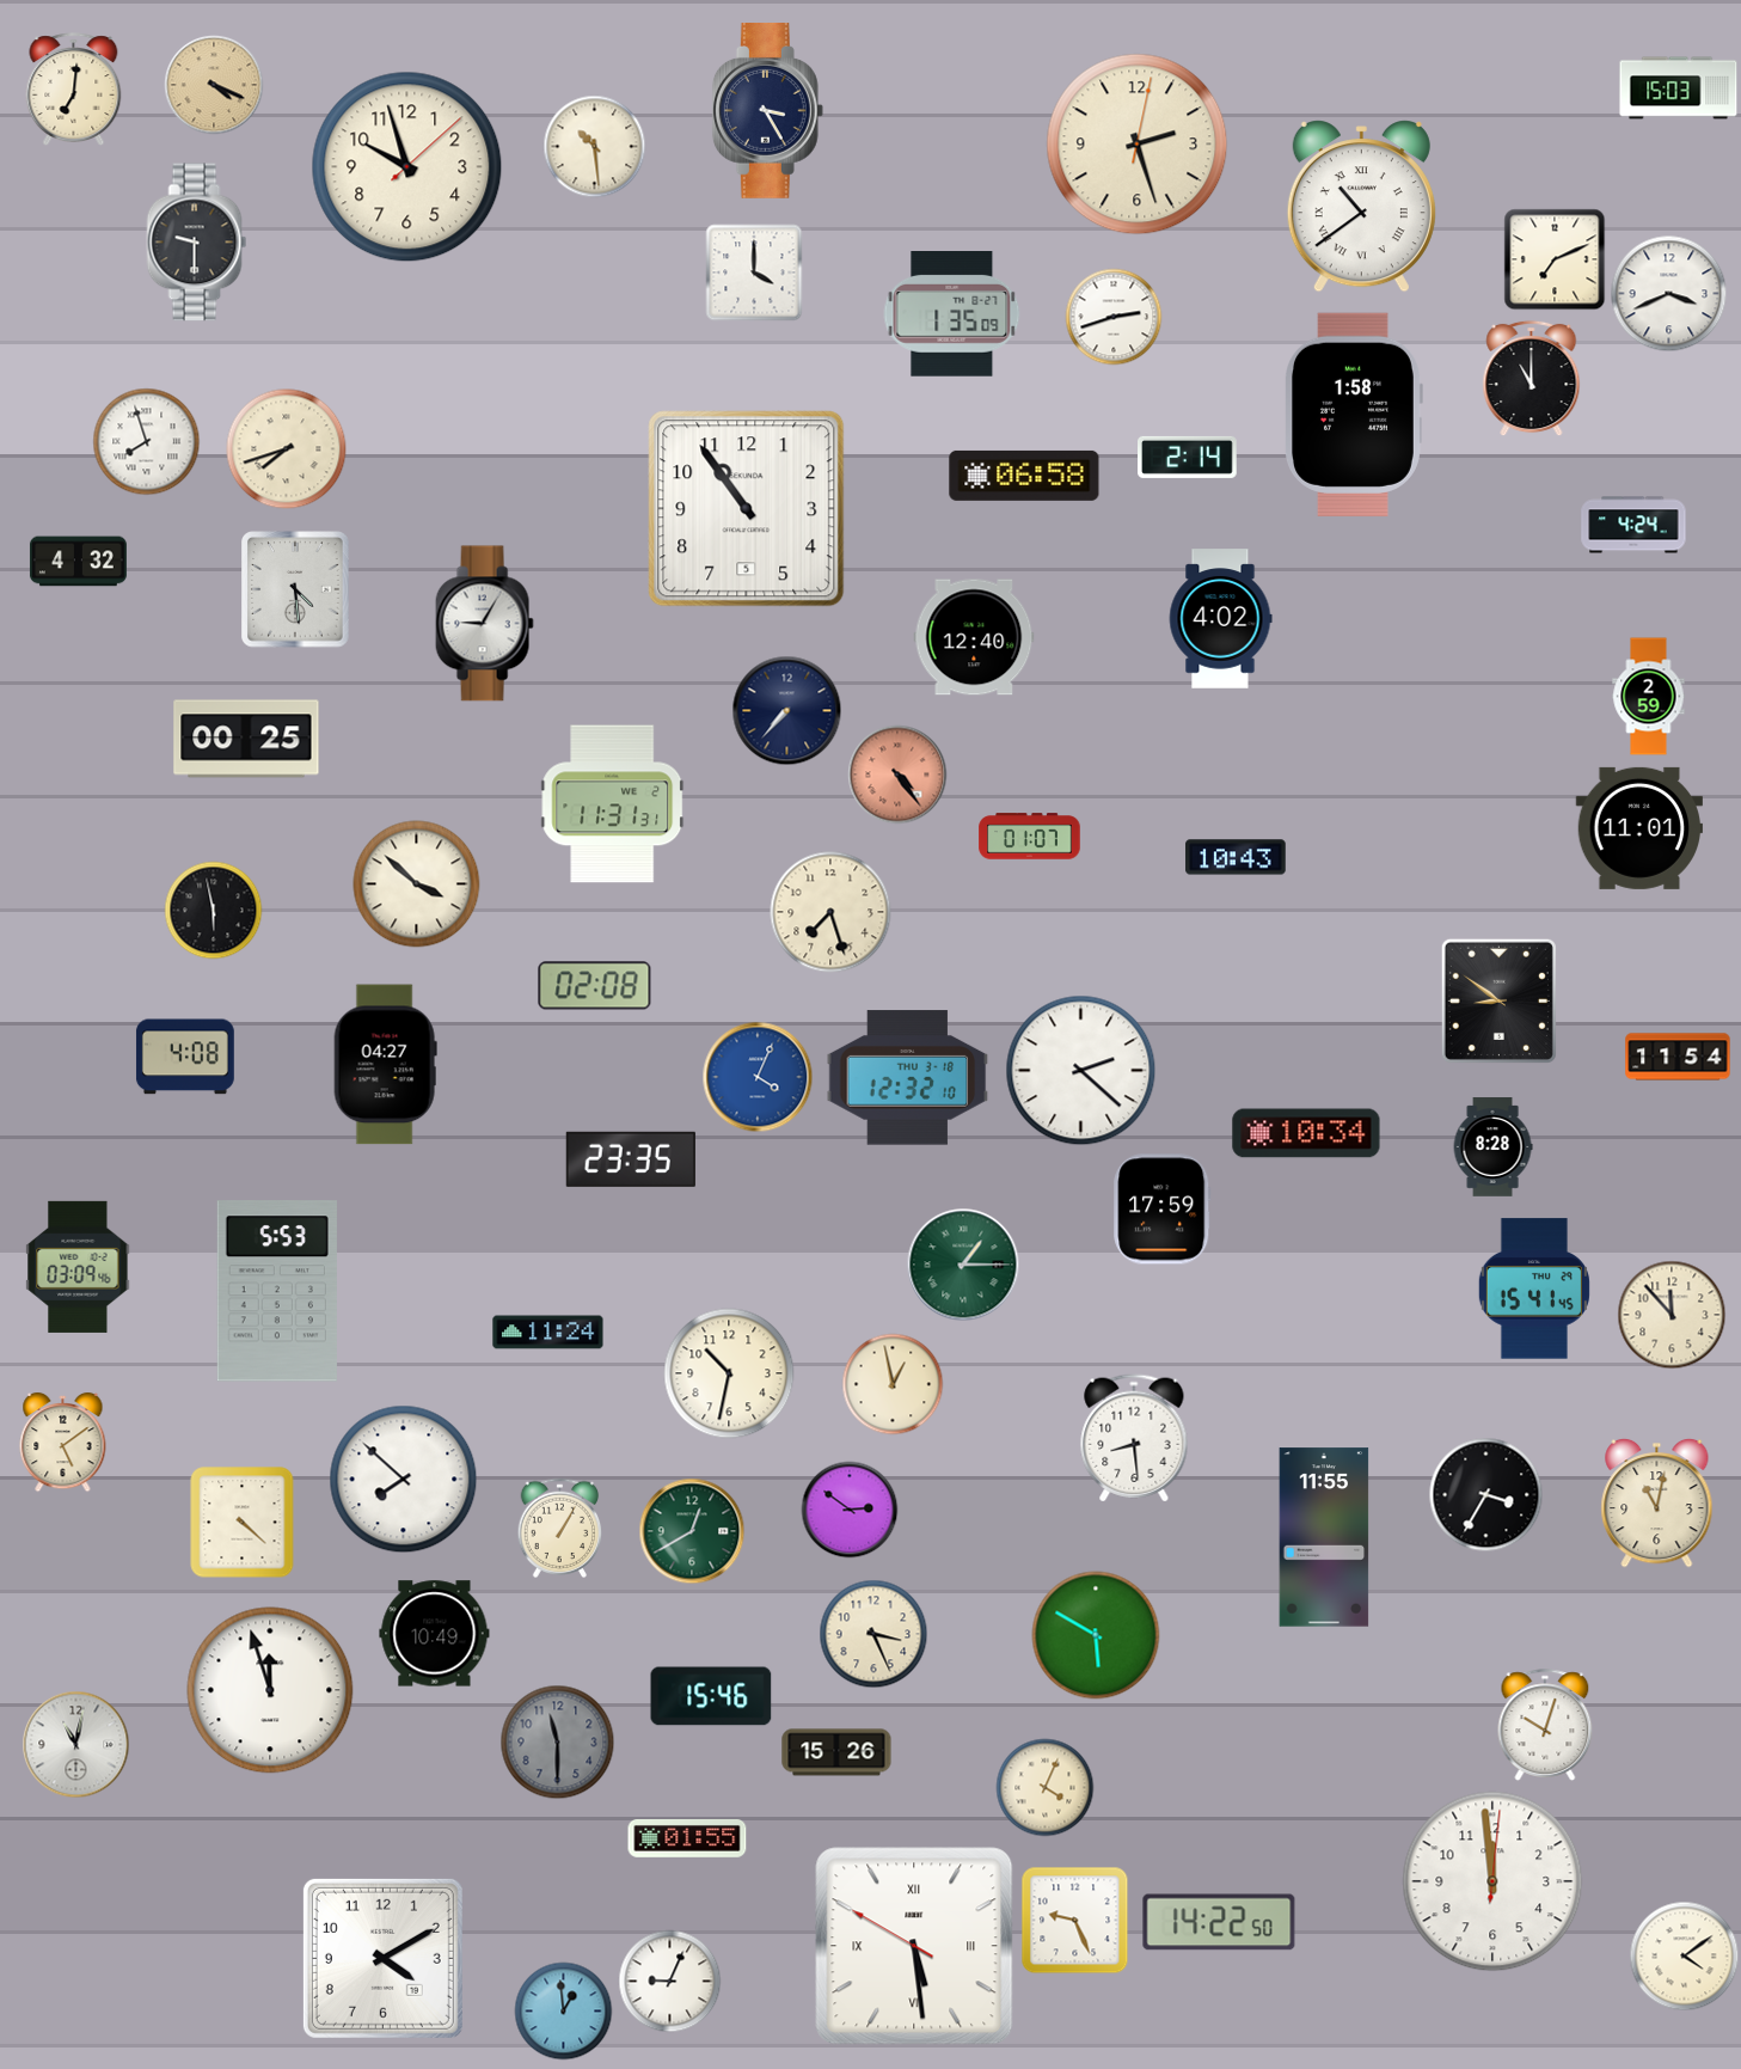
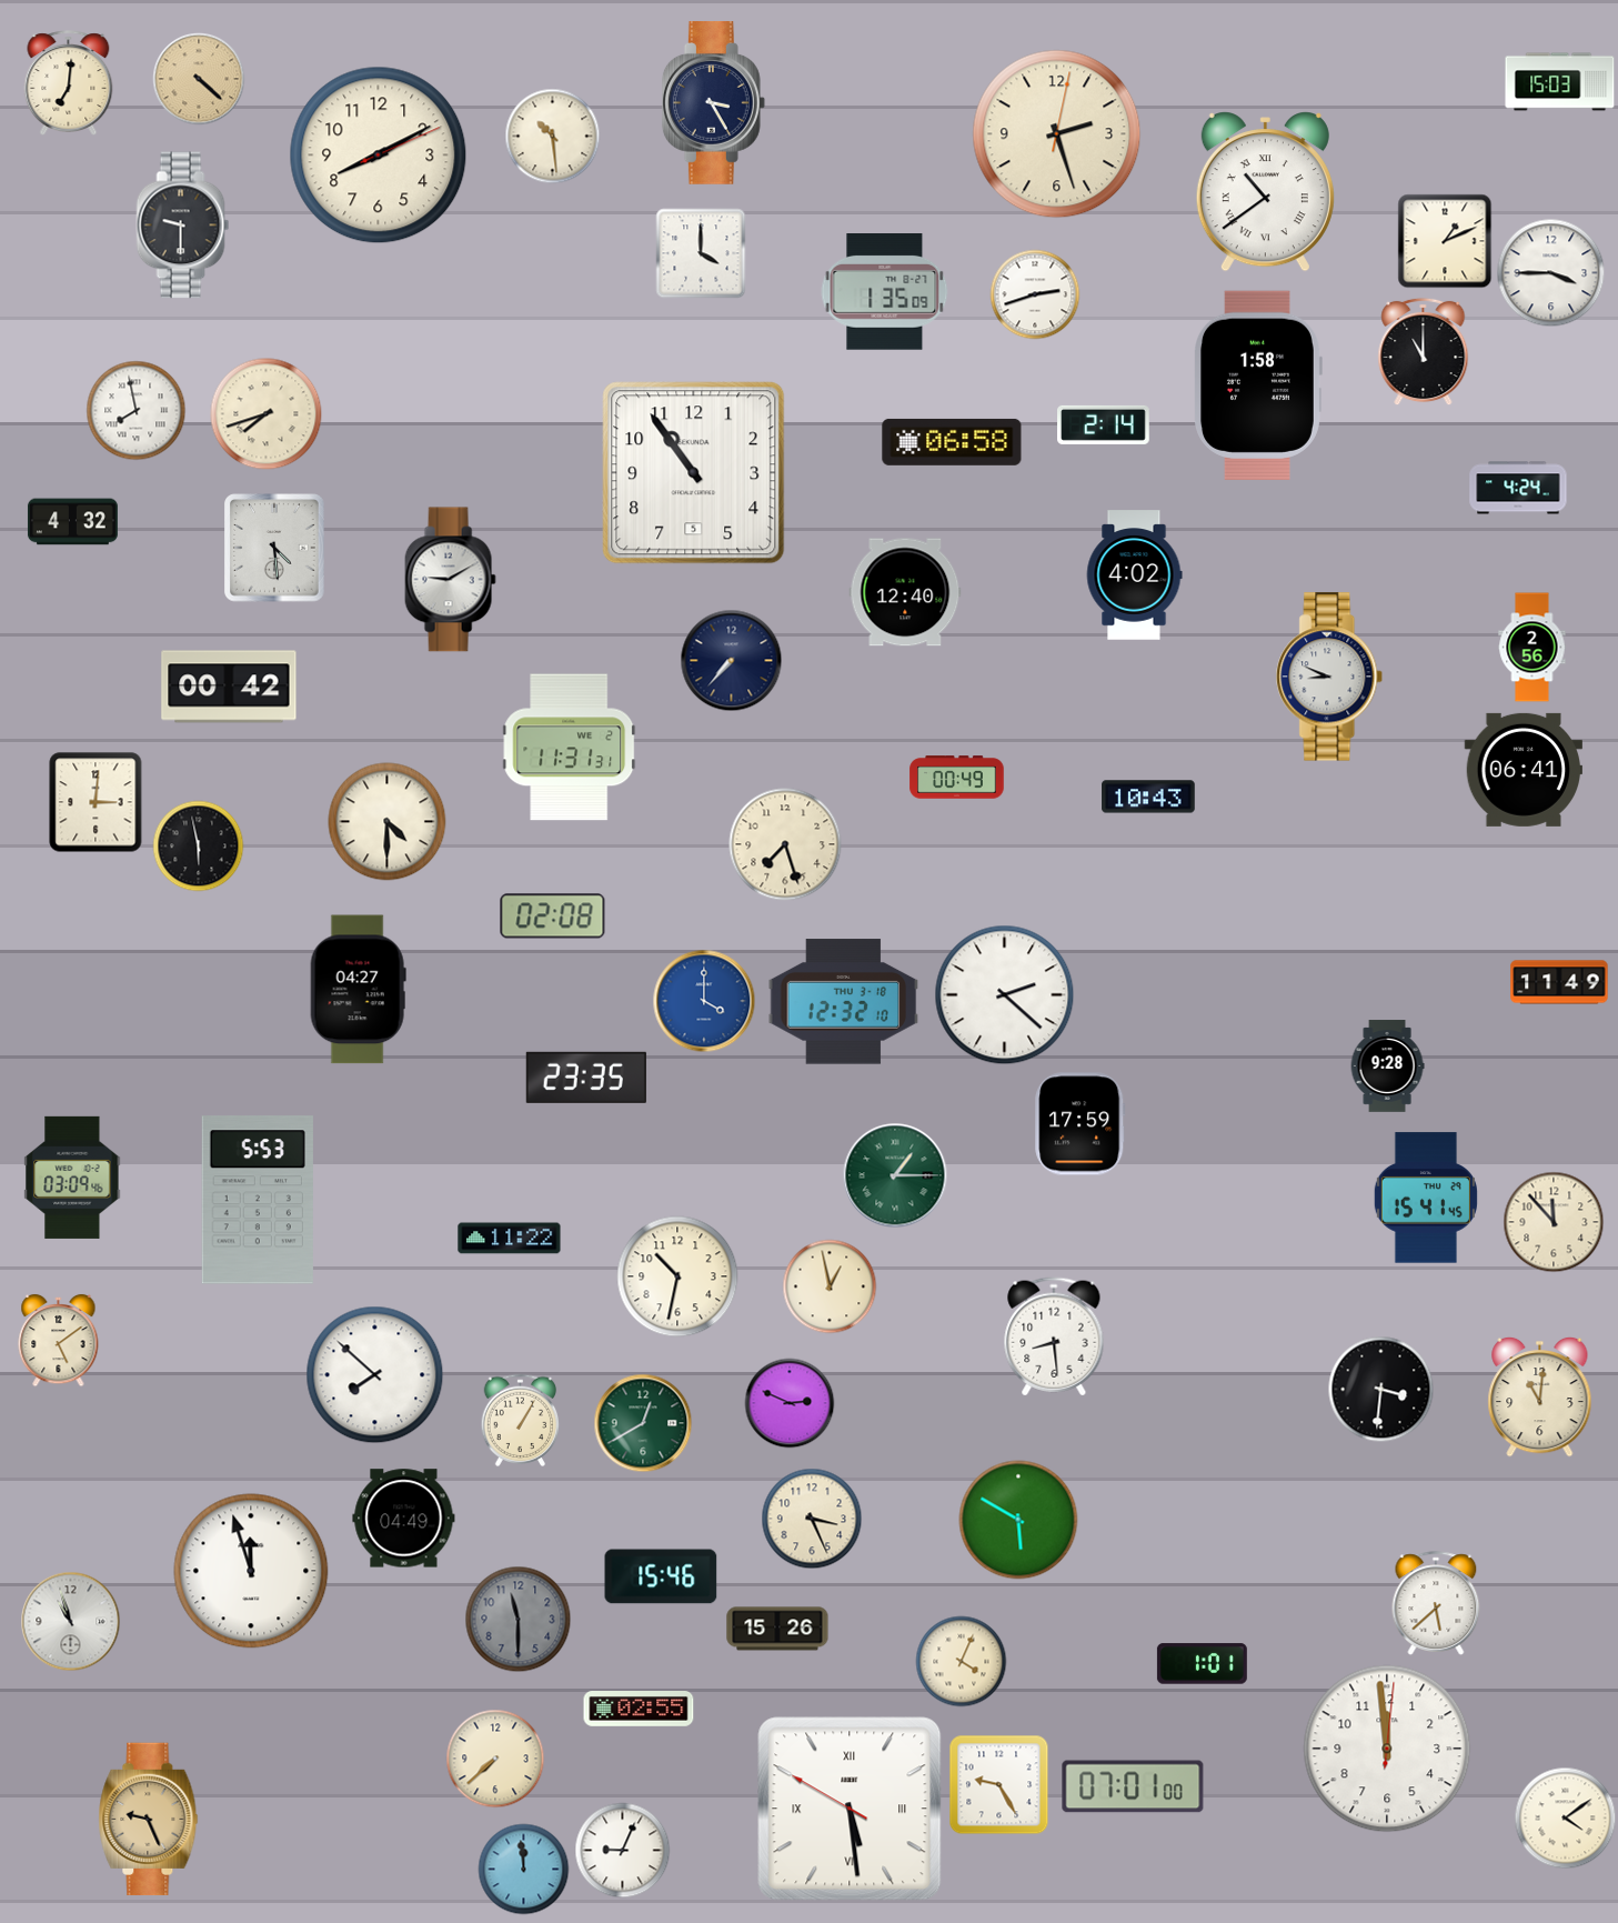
clock at (214, 85): 4:19 -> 4:22
clock at (407, 167): 9:57 -> 8:10
clock at (1555, 259): 7:11 -> 1:11
clock at (1669, 294): 3:41 -> 3:45
clock at (147, 442): 7:57 -> 7:58
clock at (287, 449) position: (287, 449) -> (267, 414)
clock at (484, 624): 9:05 -> 9:10
clock at (1649, 697): 2:59 -> 2:56
clock at (1330, 677): none -> 8:49
clock at (246, 739): 00:25 -> 00:42
clock at (897, 775): 4:24 -> none
clock at (1639, 828): 11:01 -> 06:41
clock at (1030, 837): 01:07 -> 00:49
clock at (96, 802): none -> 3:01
clock at (417, 884): 3:52 -> 4:30
clock at (830, 912) position: (830, 912) -> (785, 844)
clock at (1498, 1000): 8:51 -> none
clock at (185, 1057): 4:08 -> none
clock at (1678, 1057): 11:54 -> 11:49
clock at (758, 1077): 4:04 -> 4:00
clock at (1306, 1133): 10:34 -> none
clock at (1492, 1147): 8:28 -> 9:28
clock at (548, 1333): 11:24 -> 11:22
clock at (1486, 1495): 3:35 -> 3:31
clock at (1657, 1502): 11:02 -> 11:01
clock at (850, 1510): 2:51 -> 2:49
clock at (243, 1523): 4:22 -> none
clock at (1324, 1537): 11:55 -> none
clock at (435, 1634): 10:49 -> 04:49
clock at (1545, 1725): 10:03 -> 5:38
clock at (76, 1745): 11:02 -> 10:57
clock at (1046, 1788) position: (1046, 1788) -> (962, 1662)
clock at (1202, 1664): none -> 1:01
clock at (687, 1840): 01:55 -> 02:55
clock at (495, 1759): none -> 7:38
clock at (1075, 1921): 9:26 -> 9:25
clock at (1219, 1922): 14:22 -> 07:01
clock at (149, 1820): none -> 9:26
clock at (382, 1958): 4:10 -> none
clock at (670, 1982) position: (670, 1982) -> (623, 1851)
clock at (564, 2012): 12:59 -> 11:59
